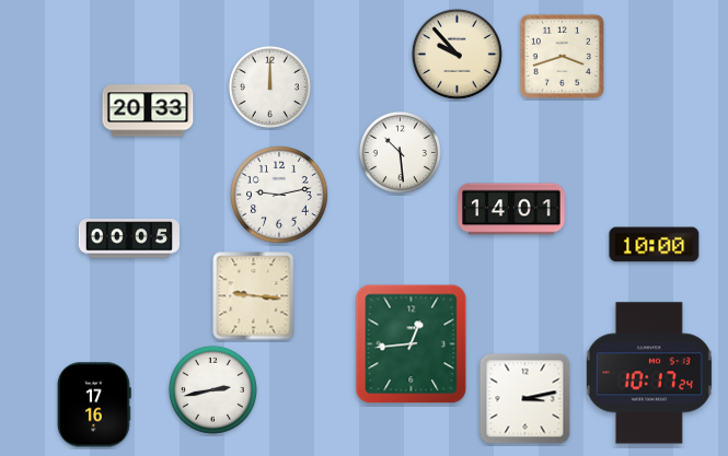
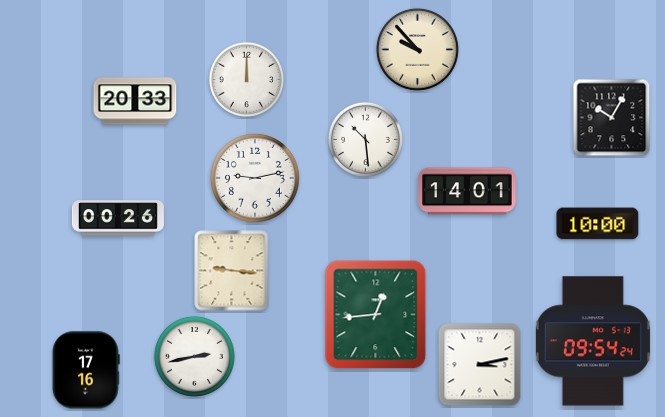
clock at (562, 56): 3:42 -> none
clock at (612, 118): none -> 10:05
clock at (129, 238): 00:05 -> 00:26
clock at (649, 373): 10:17 -> 09:54
